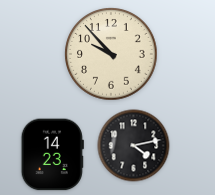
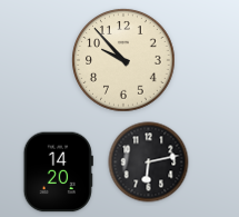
clock at (134, 146): 4:13 -> 6:13
clock at (52, 155): 14:23 -> 14:20
